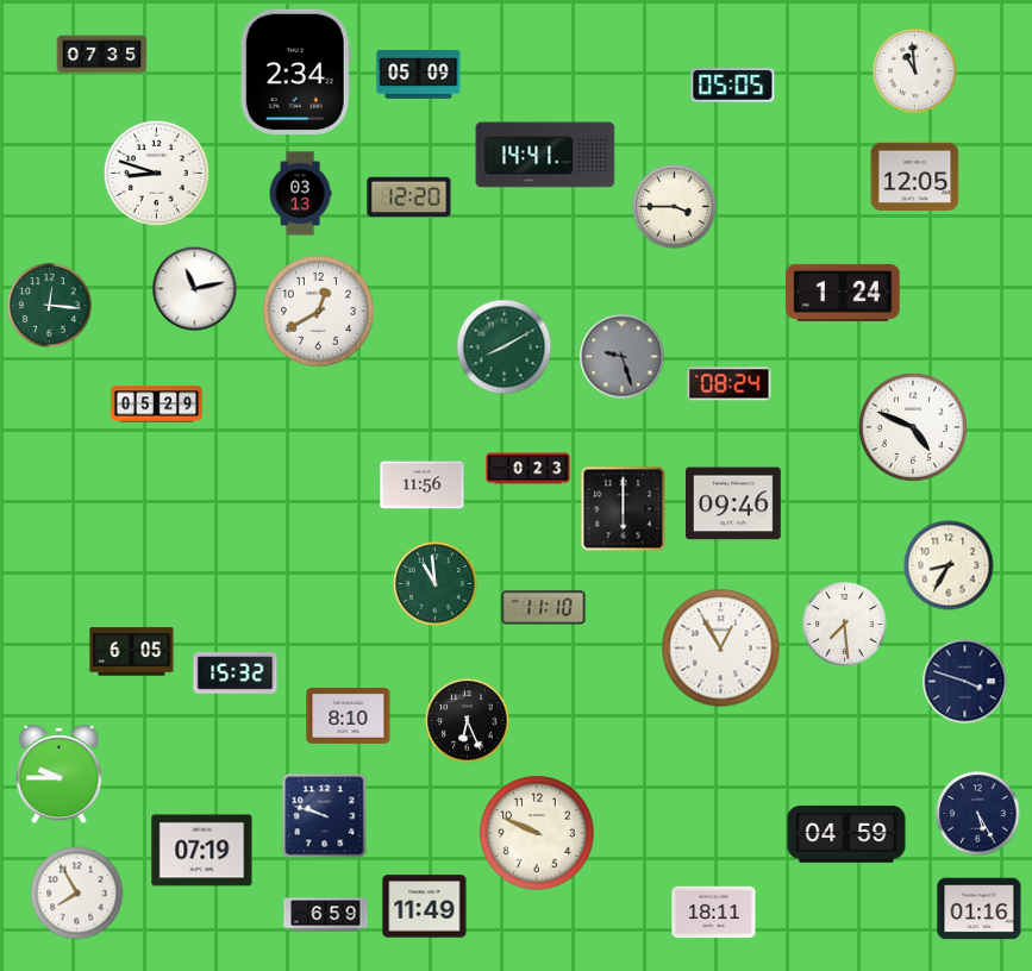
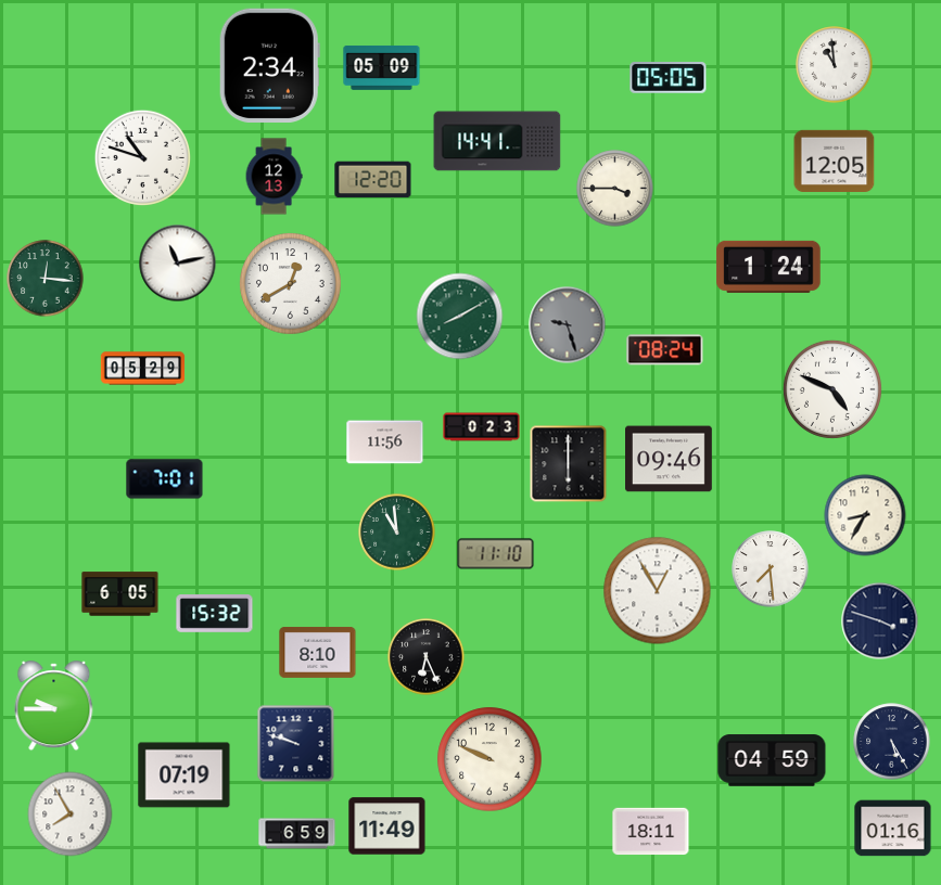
clock at (102, 55): 07:35 -> none
clock at (156, 173): 8:48 -> 10:48
clock at (300, 194): 03:13 -> 12:13
clock at (165, 479): none -> 7:01
